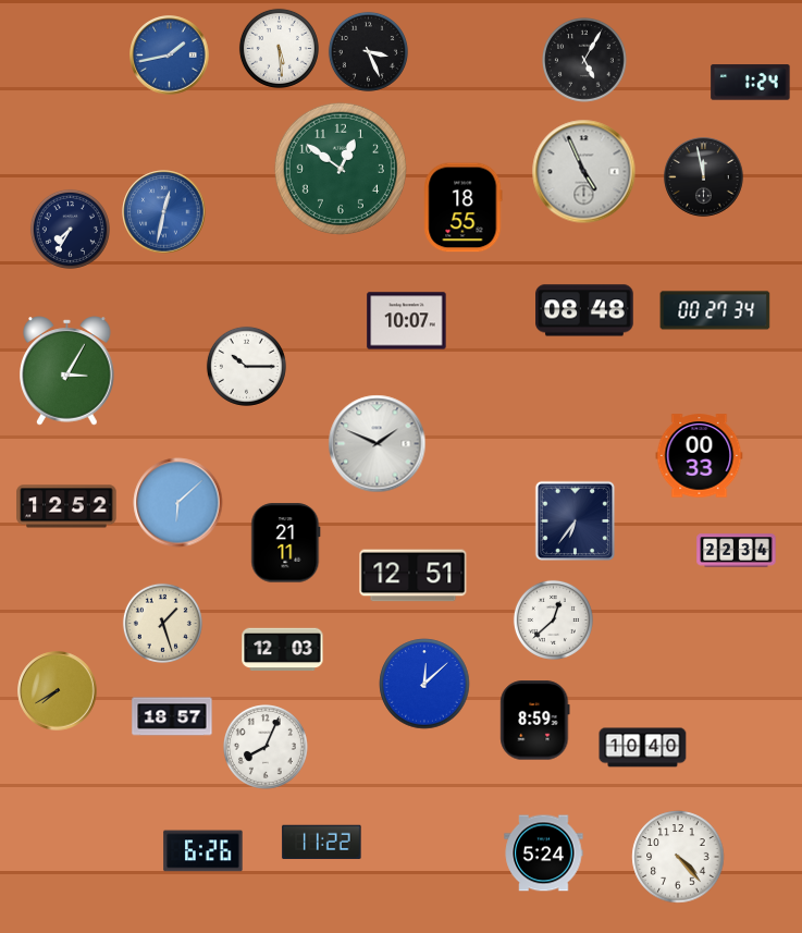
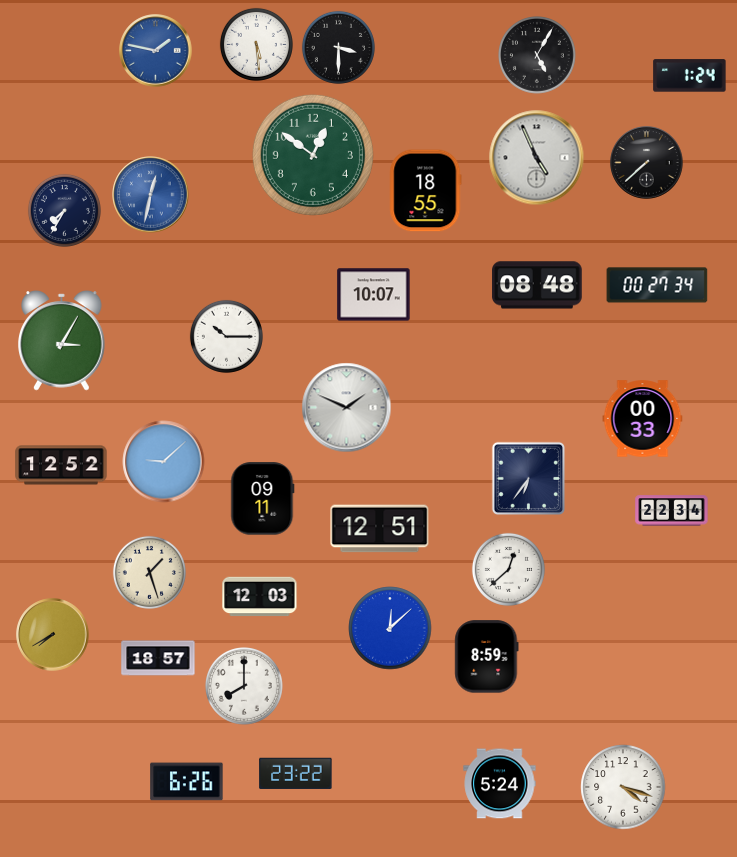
clock at (368, 51): 3:26 -> 3:30
clock at (170, 56): 1:43 -> 1:47
clock at (704, 177): 11:58 -> 7:38
clock at (178, 503): 6:08 -> 9:08
clock at (286, 543): 21:11 -> 09:11
clock at (737, 551) position: (737, 551) -> (672, 511)
clock at (535, 721) position: (535, 721) -> (487, 657)
clock at (267, 748): 8:04 -> 8:00
clock at (643, 748): 10:40 -> none
clock at (322, 842): 11:22 -> 23:22
clock at (678, 857): 4:23 -> 4:18
